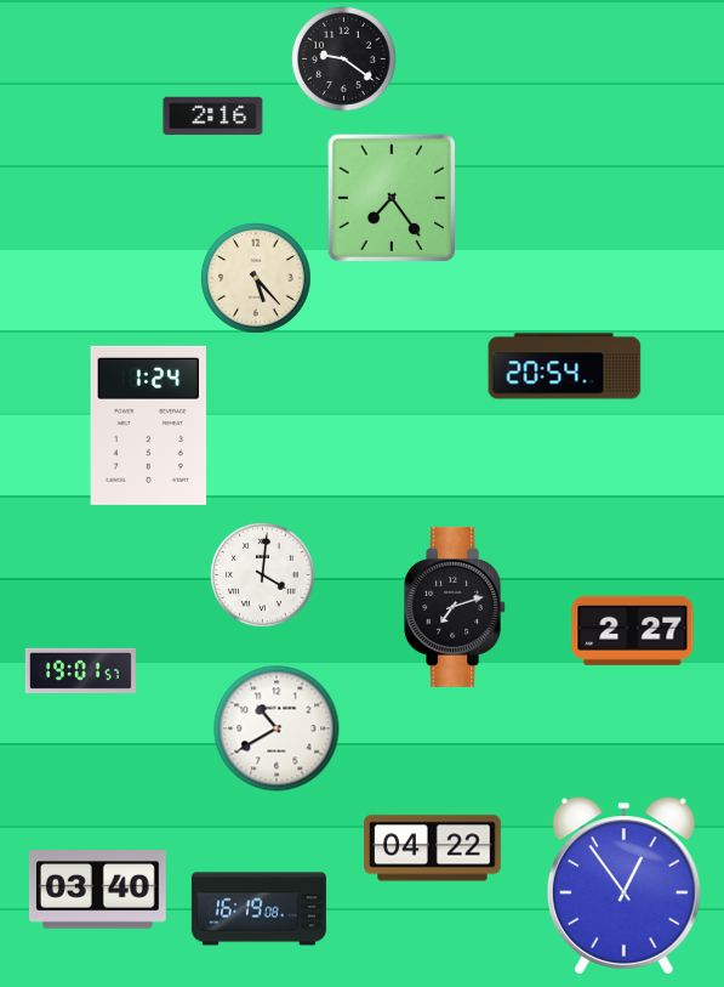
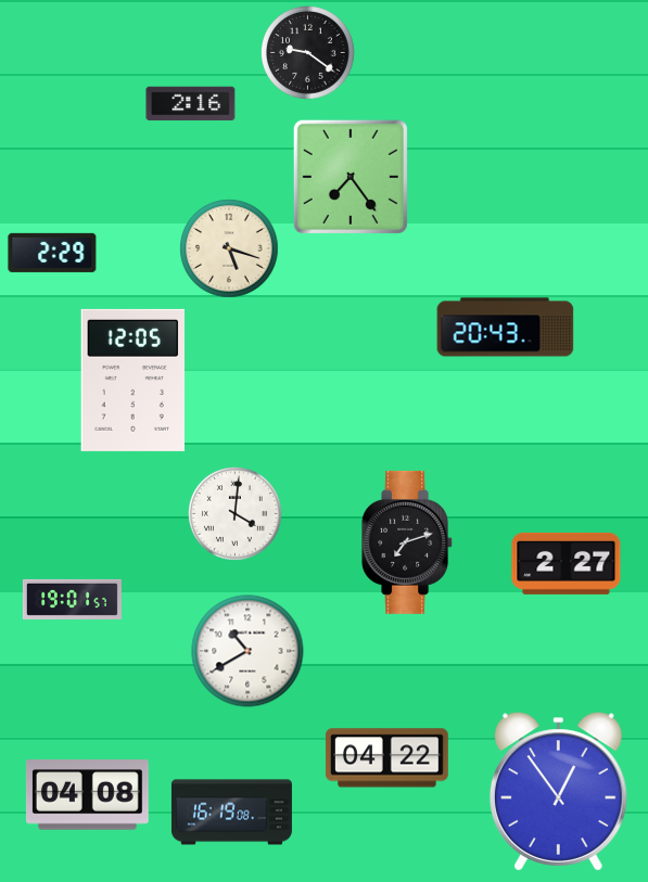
clock at (256, 278): 5:23 -> 5:18
clock at (52, 253): none -> 2:29
clock at (565, 367): 20:54 -> 20:43
clock at (148, 425): 1:24 -> 12:05
clock at (97, 890): 03:40 -> 04:08
